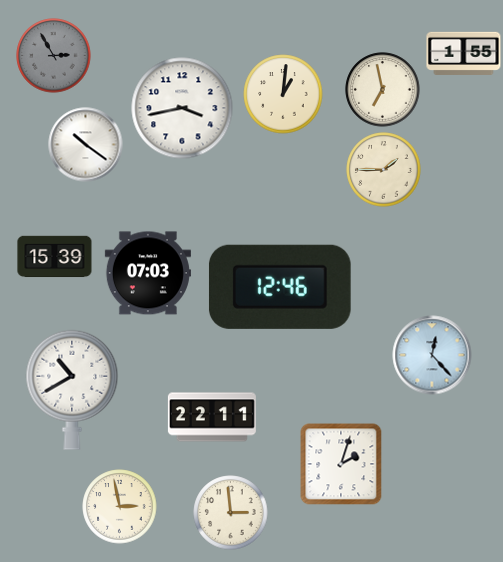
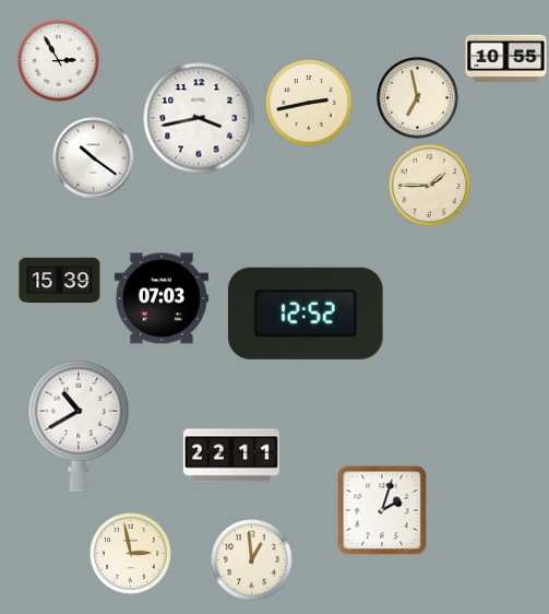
clock at (464, 53): 1:55 -> 10:55
clock at (54, 56) dial: grey -> white
clock at (283, 94): 1:01 -> 2:43
clock at (384, 170) position: (384, 170) -> (430, 186)
clock at (280, 287): 12:46 -> 12:52
clock at (432, 355): 12:23 -> none
clock at (341, 464) position: (341, 464) -> (382, 510)
clock at (231, 513): 2:59 -> 12:59
